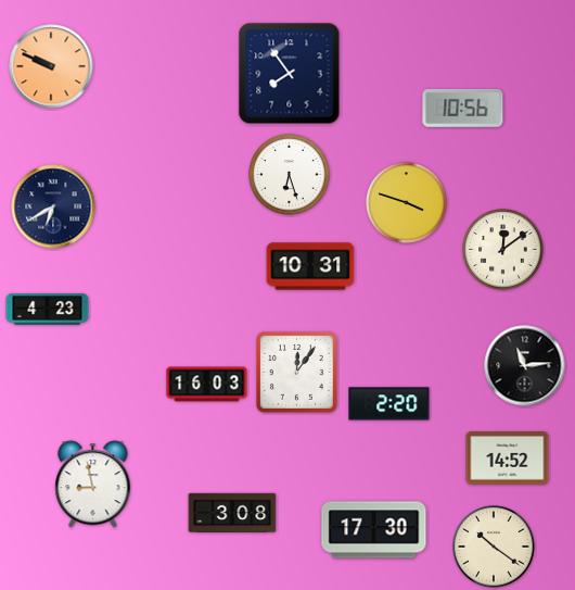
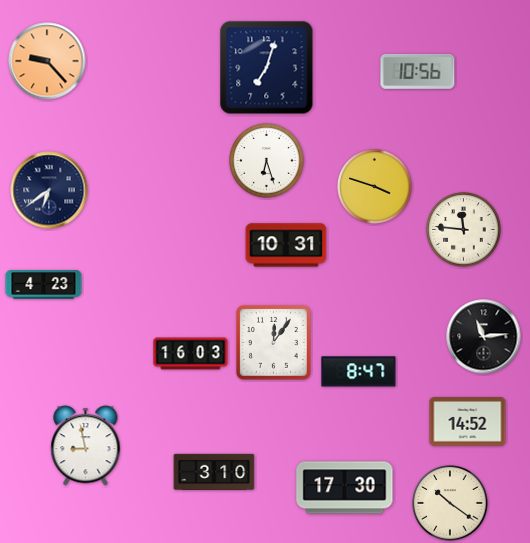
clock at (51, 66): 9:49 -> 9:23
clock at (290, 74): 7:54 -> 7:03
clock at (463, 108) position: (463, 108) -> (418, 71)
clock at (53, 206): 6:40 -> 6:39
clock at (503, 250): 12:09 -> 11:46
clock at (389, 404): 2:20 -> 8:47
clock at (232, 512): 3:08 -> 3:10
clock at (494, 547) position: (494, 547) -> (450, 503)
